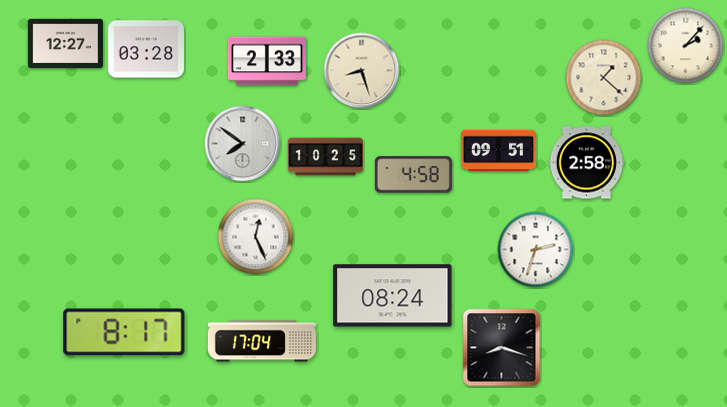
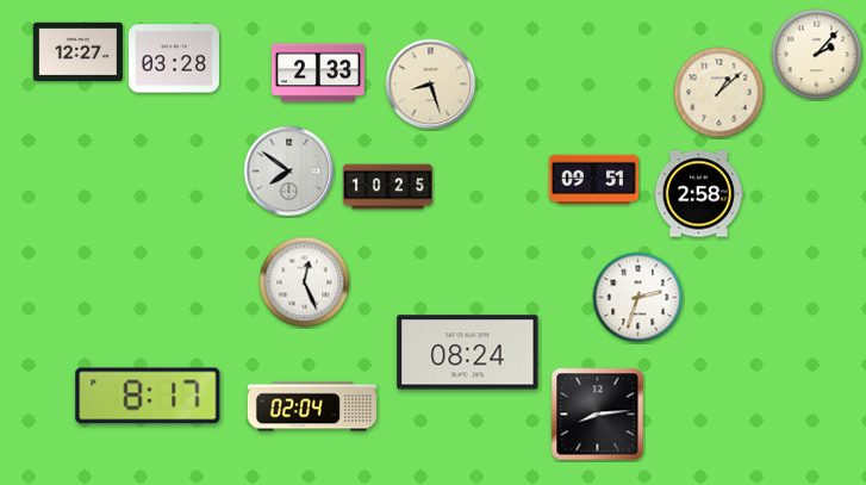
clock at (604, 78): 1:22 -> 1:08
clock at (413, 175): 4:58 -> none
clock at (262, 341): 17:04 -> 02:04
clock at (502, 348): 8:18 -> 8:14
